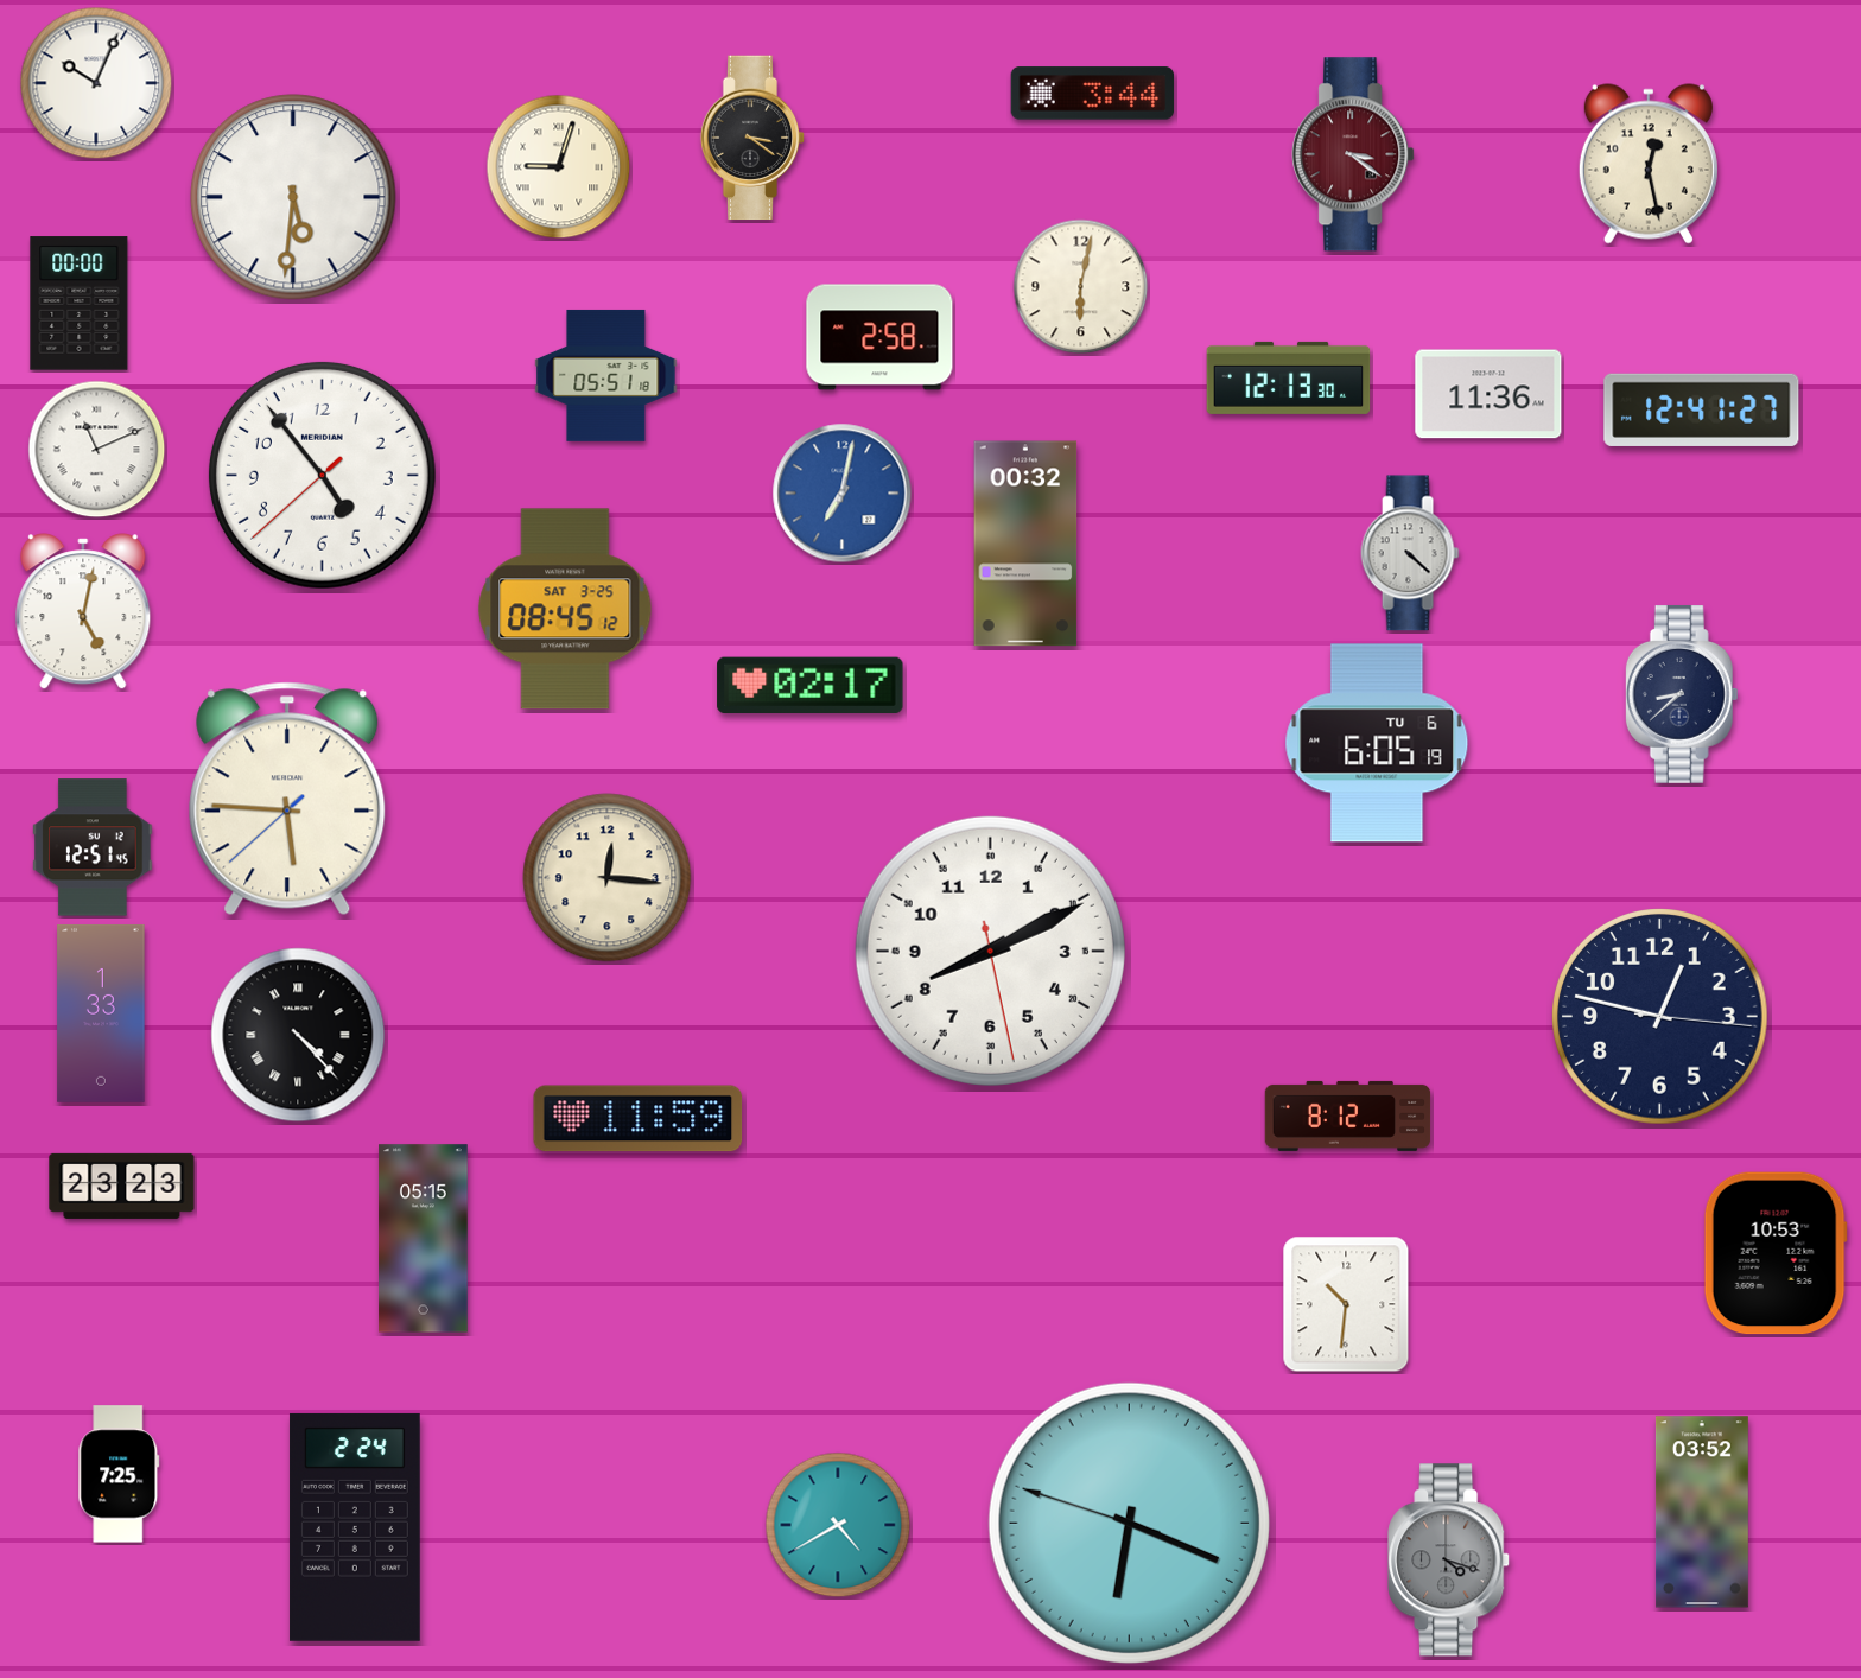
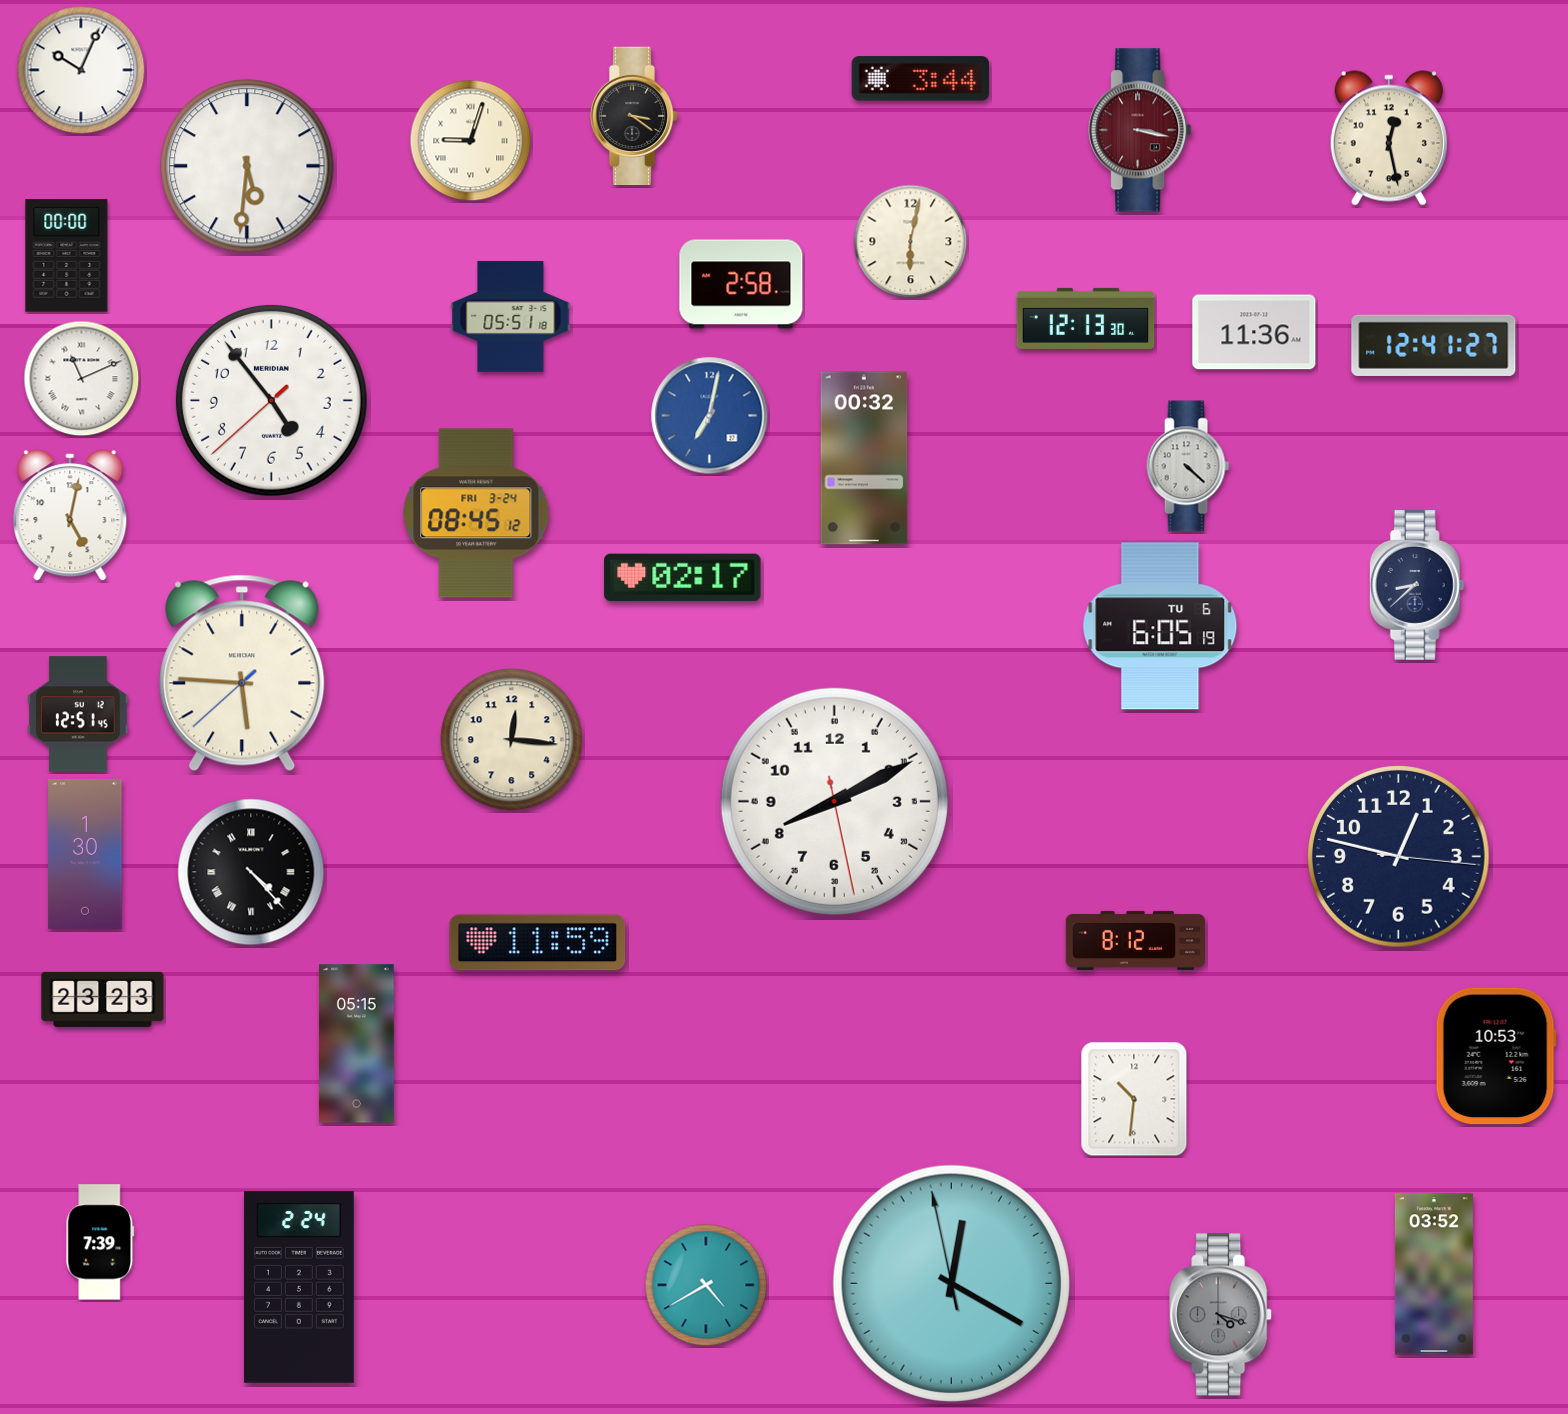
clock at (1353, 154): 3:21 -> 3:17
clock at (565, 609) date: SAT 3-25 -> FRI 3-24
clock at (101, 1013): 1:33 -> 1:30
clock at (119, 1474): 7:25 -> 7:39
clock at (1129, 1523): 6:18 -> 12:19
